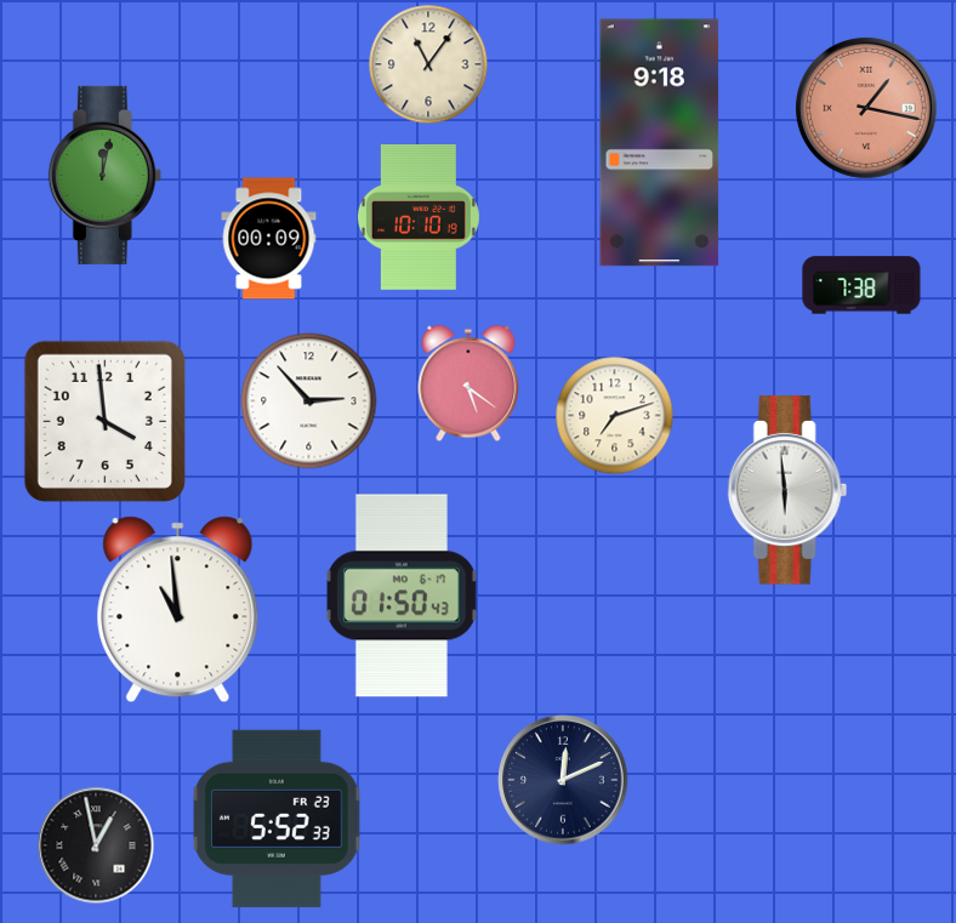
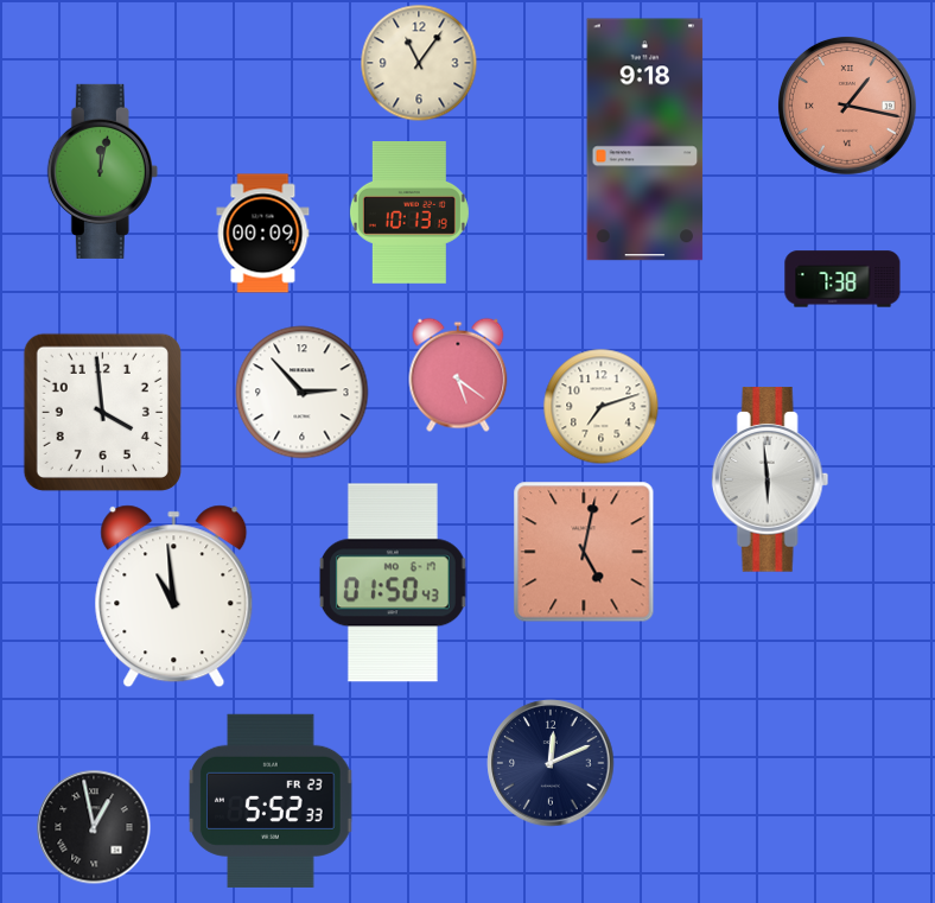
clock at (419, 218): 10:10 -> 10:13
clock at (584, 552): none -> 5:02
